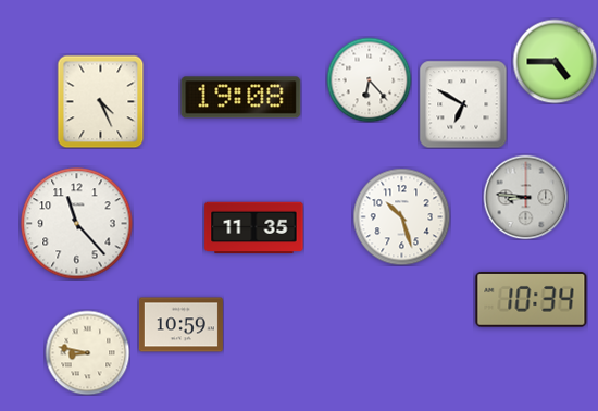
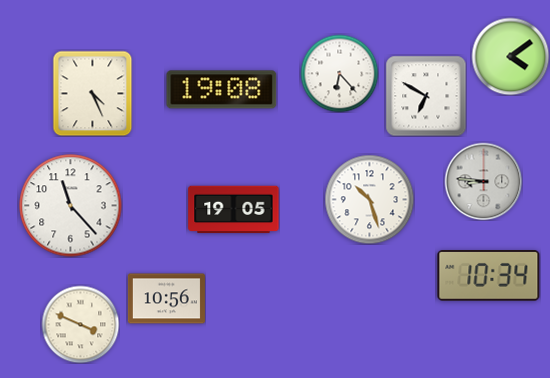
clock at (555, 61): 4:45 -> 4:09
clock at (254, 228): 11:35 -> 19:05
clock at (180, 325): 10:59 -> 10:56
clock at (87, 352): 8:47 -> 3:49
